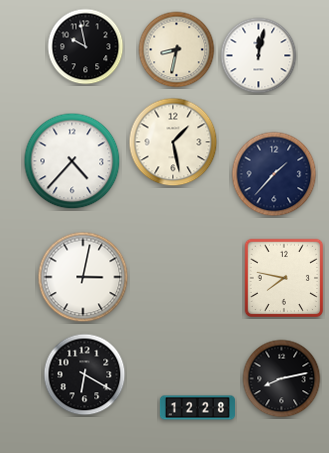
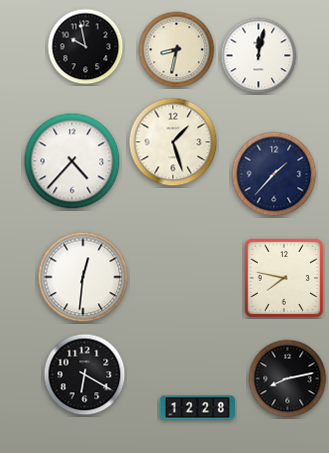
clock at (173, 142): 1:28 -> 1:27
clock at (83, 277): 3:02 -> 12:31
clock at (282, 379) position: (282, 379) -> (288, 379)
